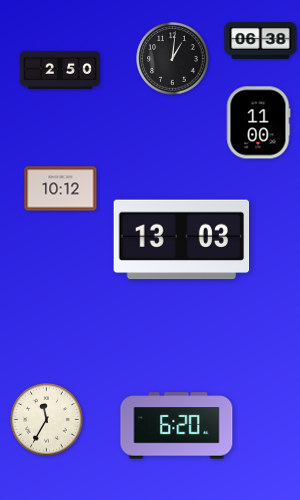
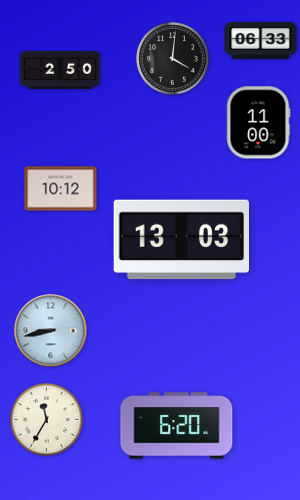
clock at (261, 40): 06:38 -> 06:33
clock at (173, 59): 1:01 -> 4:01
clock at (51, 331): none -> 8:43
